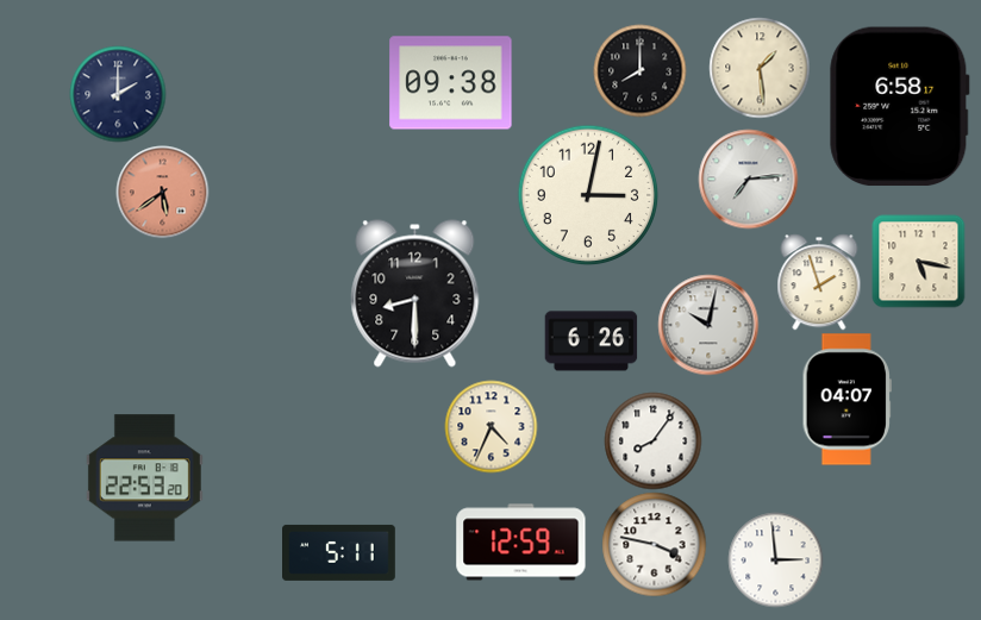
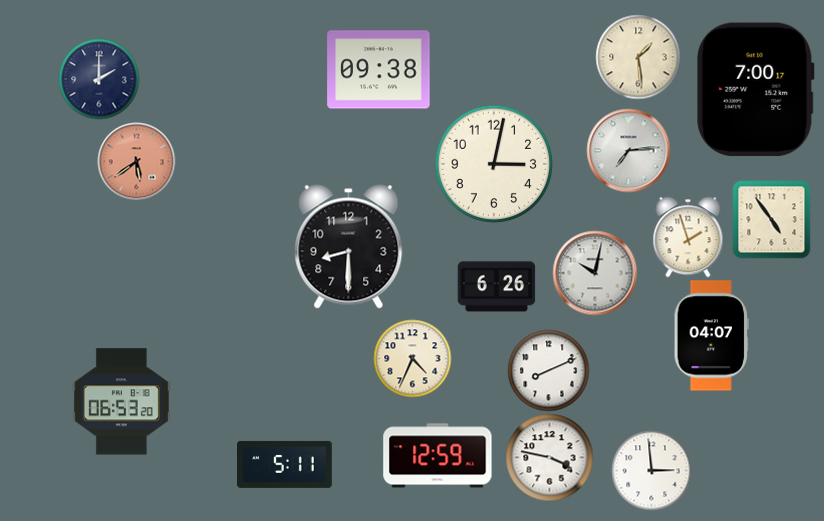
clock at (639, 70): 8:00 -> none
clock at (900, 107): 6:58 -> 7:00
clock at (918, 261): 5:17 -> 4:54
clock at (652, 440): 8:06 -> 8:11
clock at (144, 478): 22:53 -> 06:53
